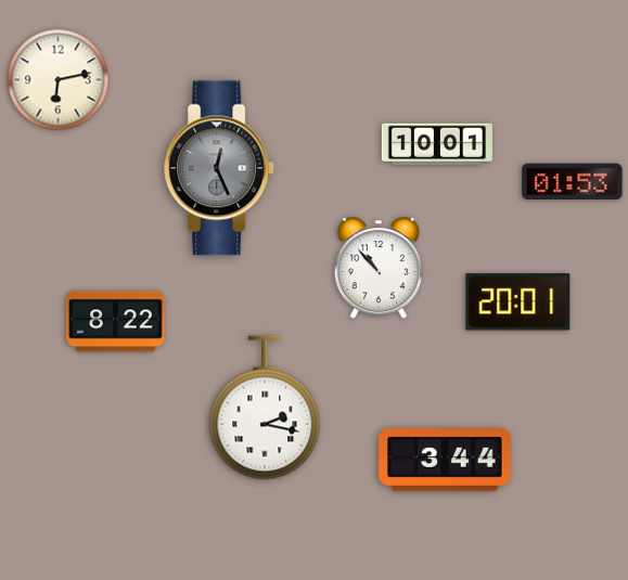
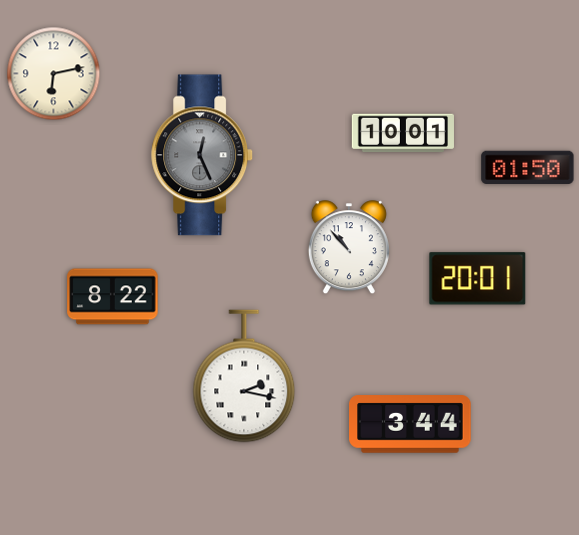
clock at (573, 181): 01:53 -> 01:50
clock at (116, 322) position: (116, 322) -> (113, 297)
